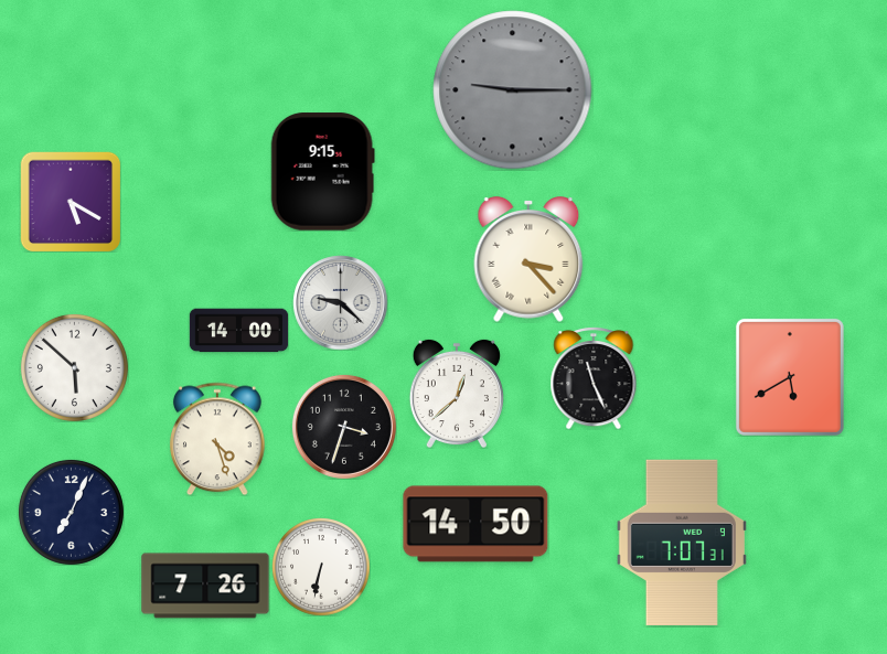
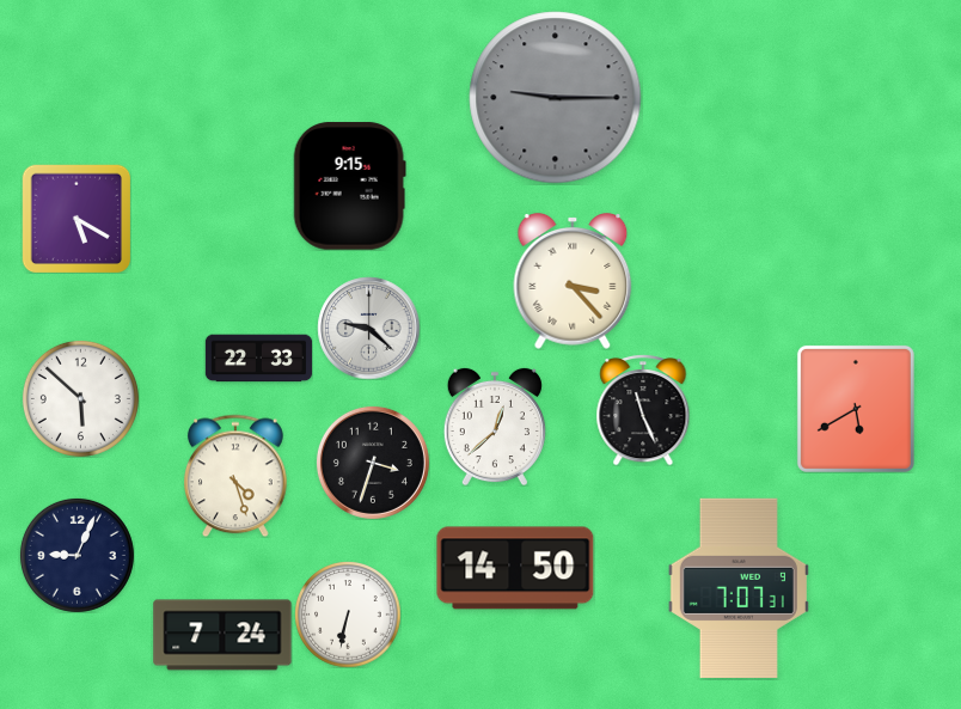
clock at (238, 331): 14:00 -> 22:33
clock at (71, 512): 7:04 -> 9:04
clock at (205, 586): 7:26 -> 7:24
